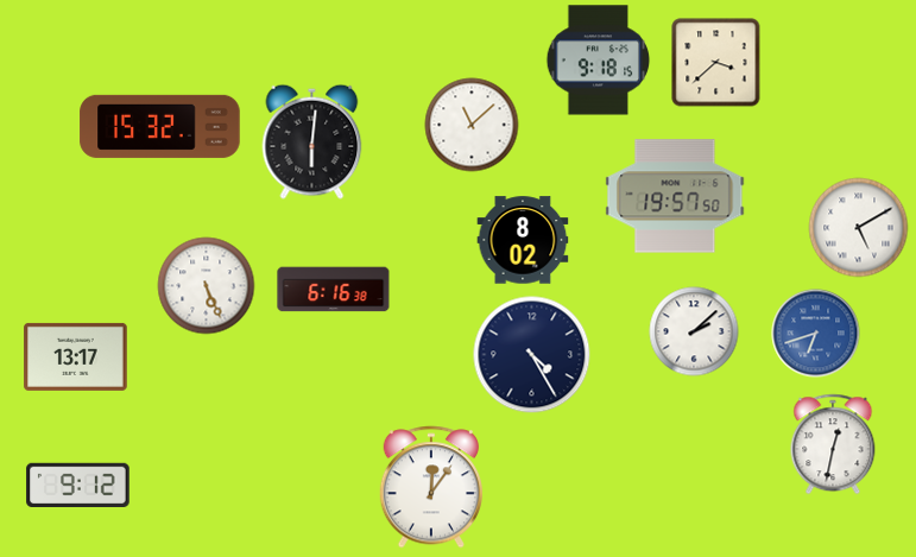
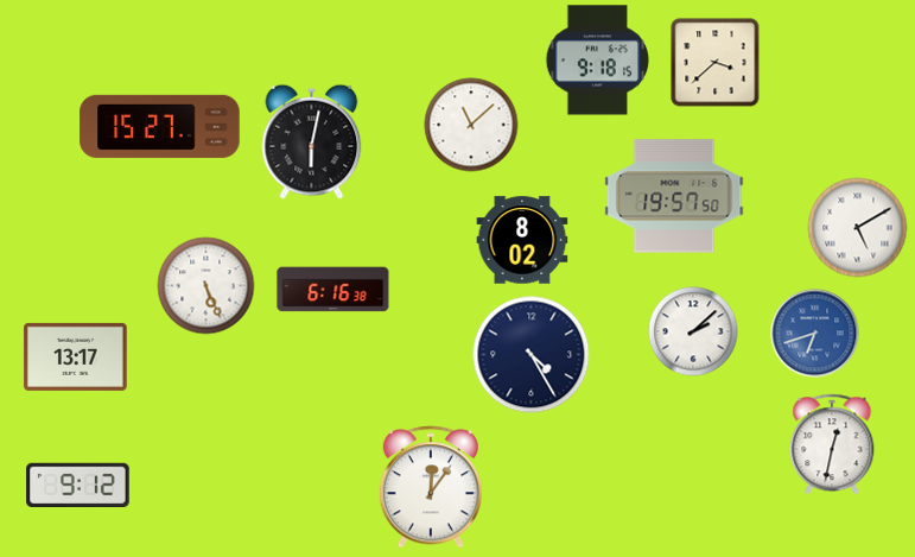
clock at (160, 126): 15:32 -> 15:27
clock at (312, 141): 6:01 -> 6:02
